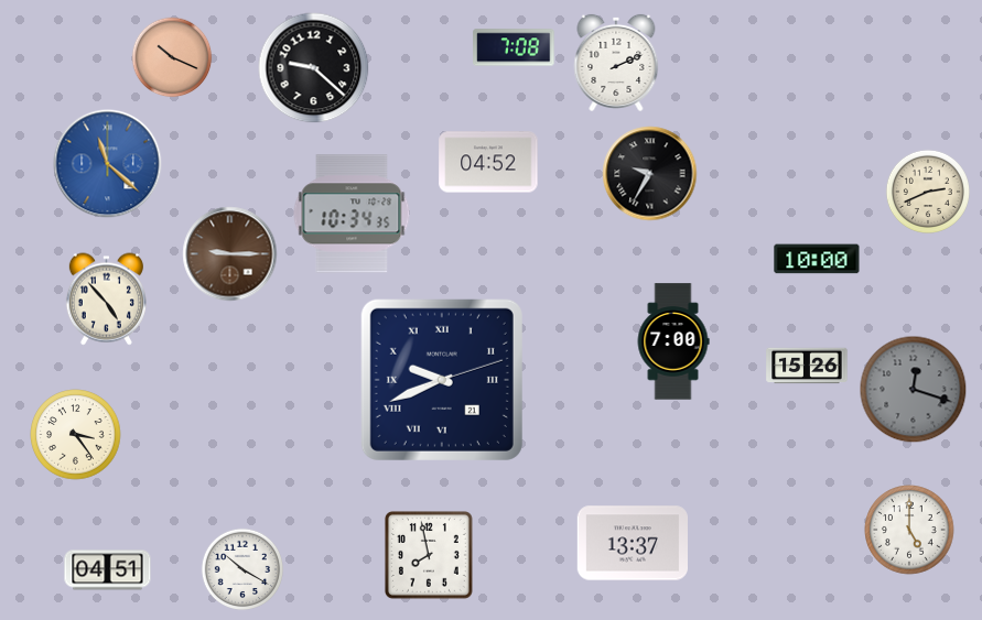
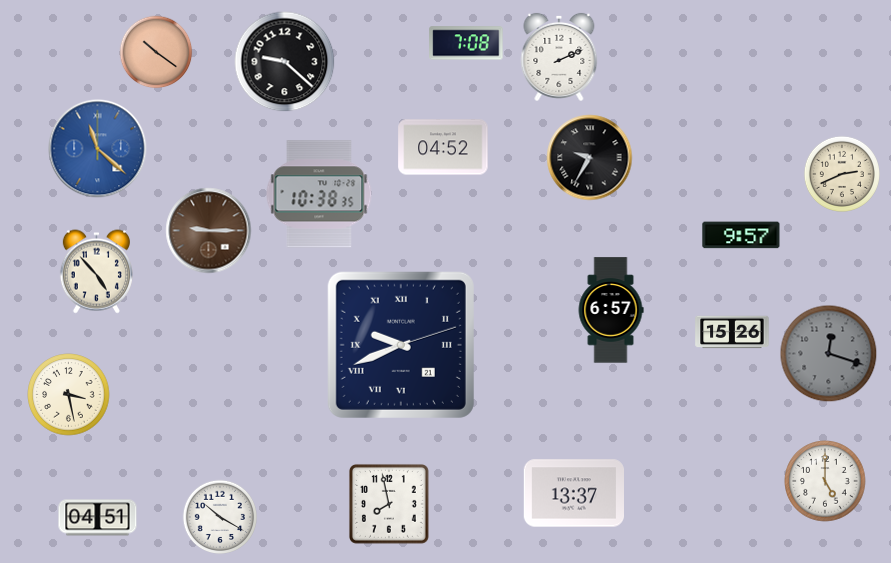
clock at (172, 57): 10:19 -> 10:21
clock at (352, 214): 10:34 -> 10:38
clock at (817, 259): 10:00 -> 9:57
clock at (673, 341): 7:00 -> 6:57
clock at (76, 435): 3:24 -> 3:28
